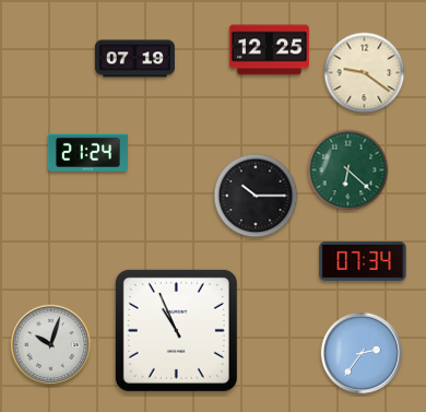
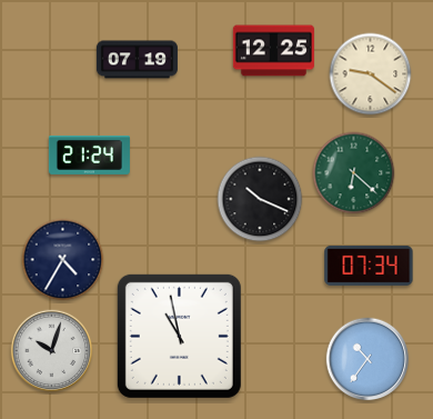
clock at (256, 196): 10:15 -> 10:19
clock at (63, 260): none -> 4:35
clock at (176, 330): 10:56 -> 10:58
clock at (362, 353): 2:36 -> 10:36
